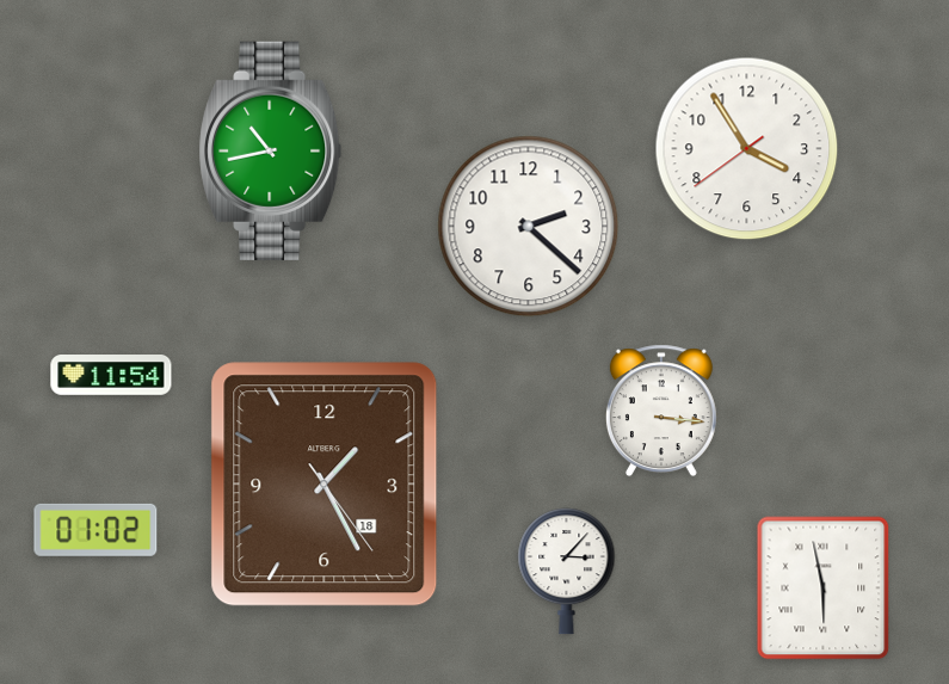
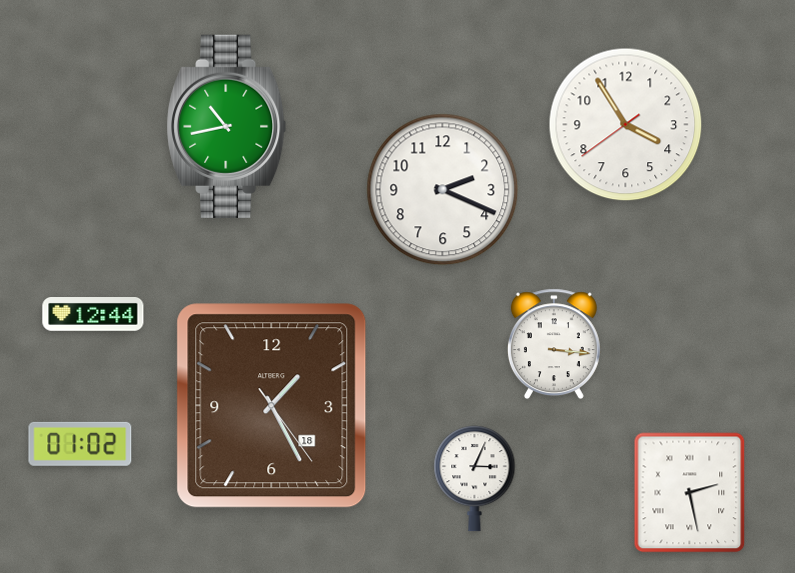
clock at (529, 227): 2:22 -> 2:19
clock at (111, 376): 11:54 -> 12:44
clock at (567, 572): 3:07 -> 3:04
clock at (824, 589): 5:58 -> 2:28
